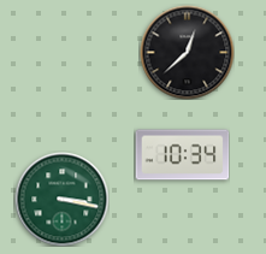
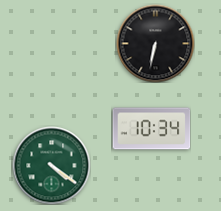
clock at (187, 52): 12:38 -> 6:32
clock at (61, 199): 3:17 -> 4:21
